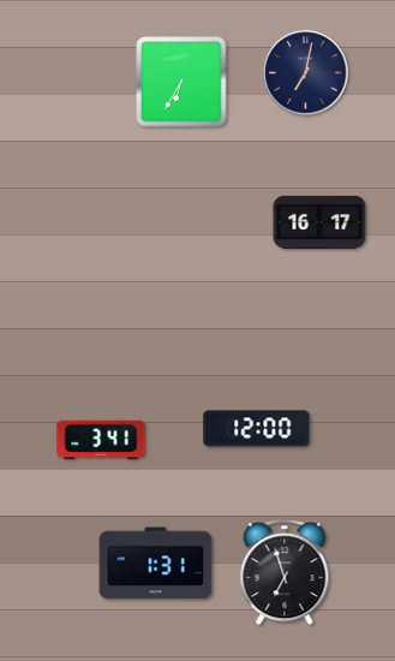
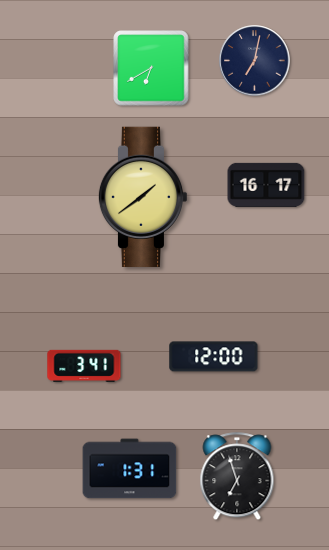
clock at (181, 82): 6:35 -> 6:40
clock at (143, 196): none -> 1:39
